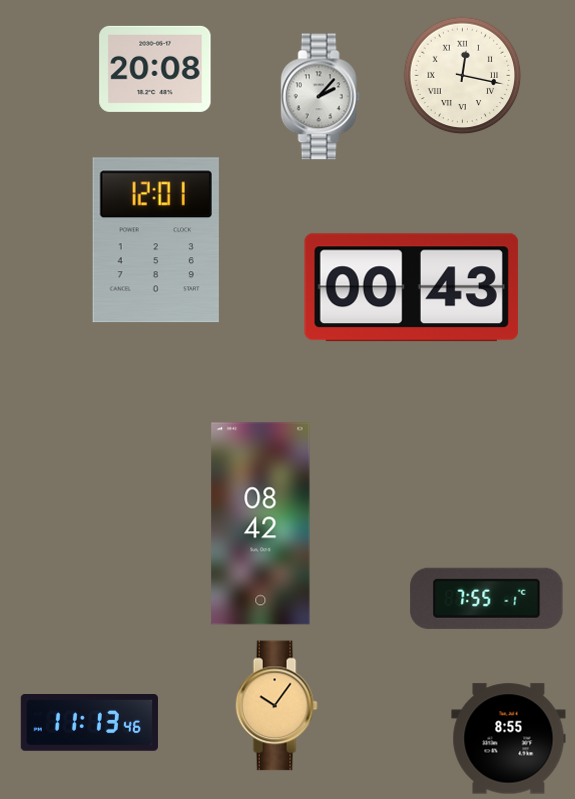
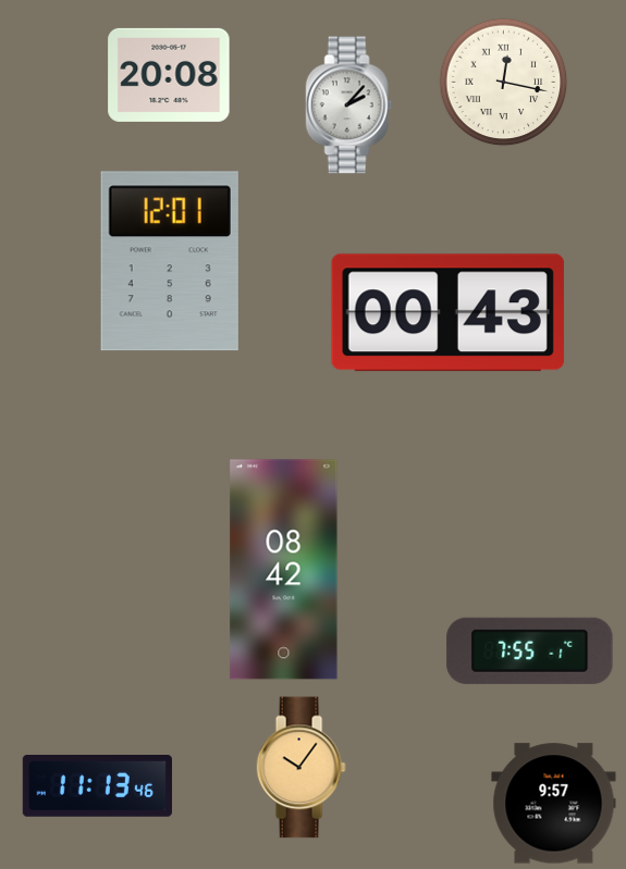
clock at (509, 739): 8:55 -> 9:57
